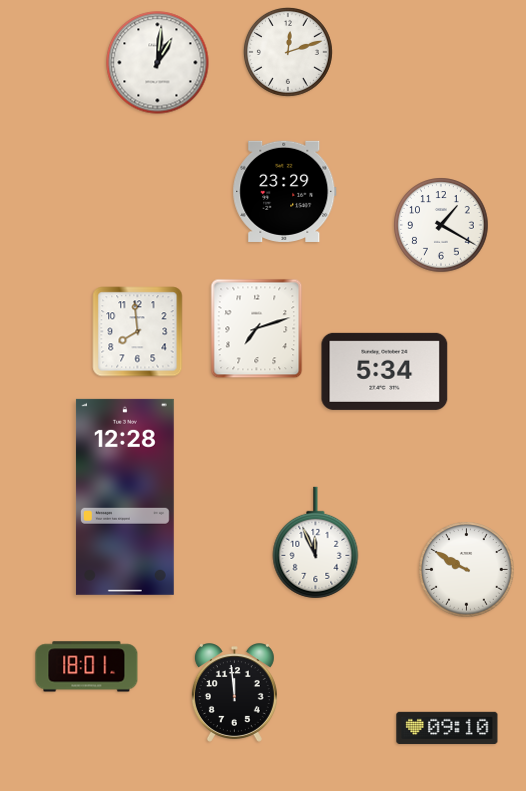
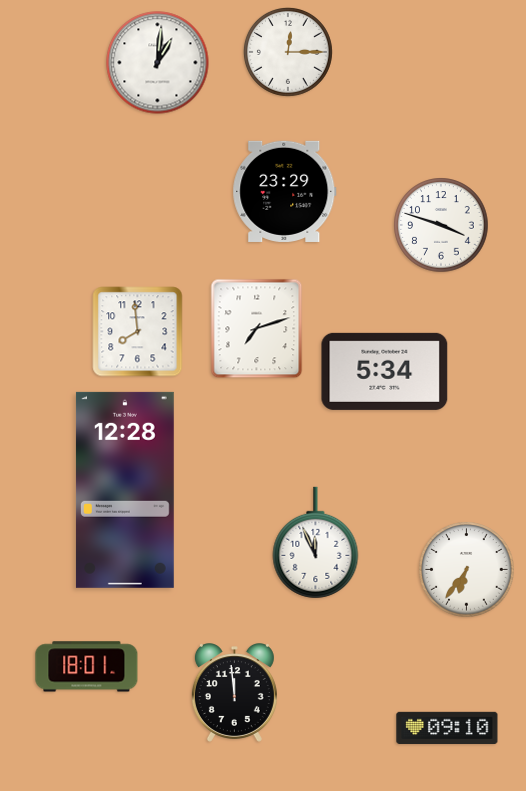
clock at (288, 52): 12:12 -> 12:15
clock at (441, 225): 1:20 -> 3:48
clock at (125, 497) position: (125, 497) -> (125, 490)
clock at (467, 570): 9:50 -> 6:36
